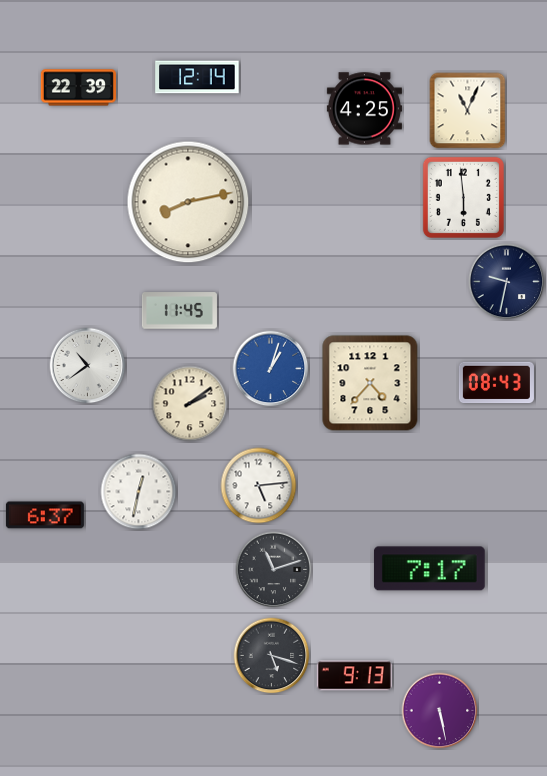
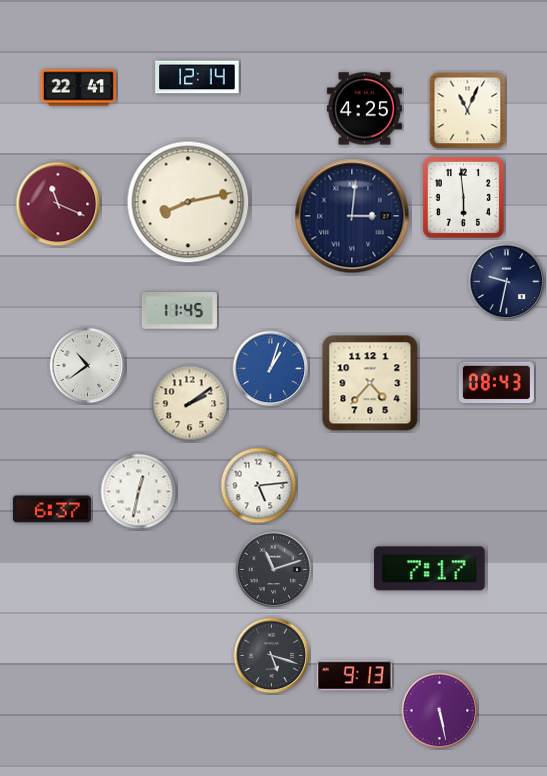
clock at (78, 88): 22:39 -> 22:41
clock at (58, 204): none -> 11:19
clock at (352, 216): none -> 3:01
clock at (45, 515) position: (45, 515) -> (52, 509)
